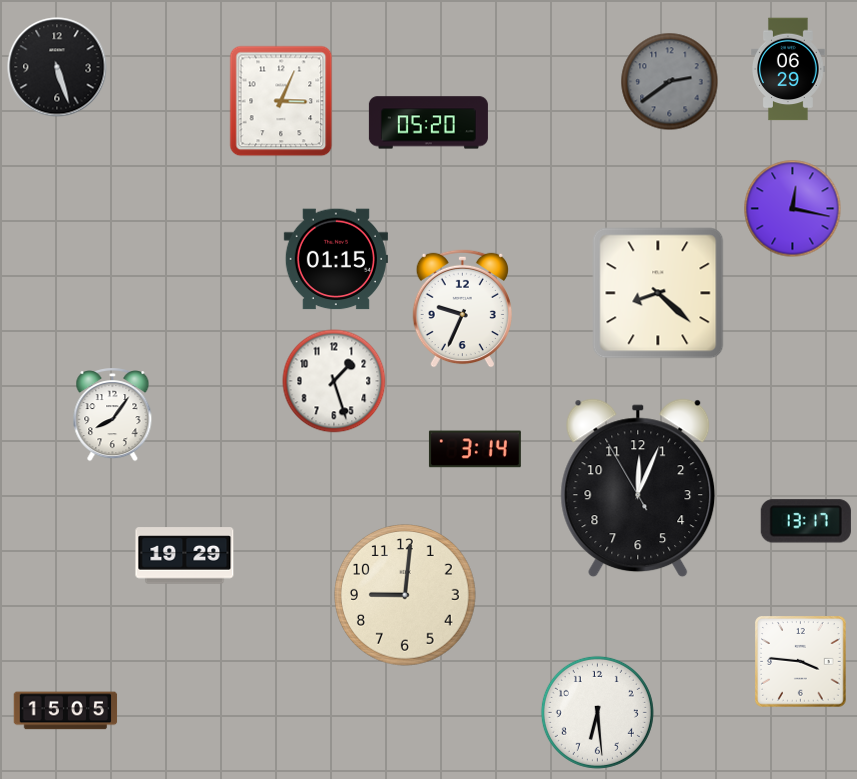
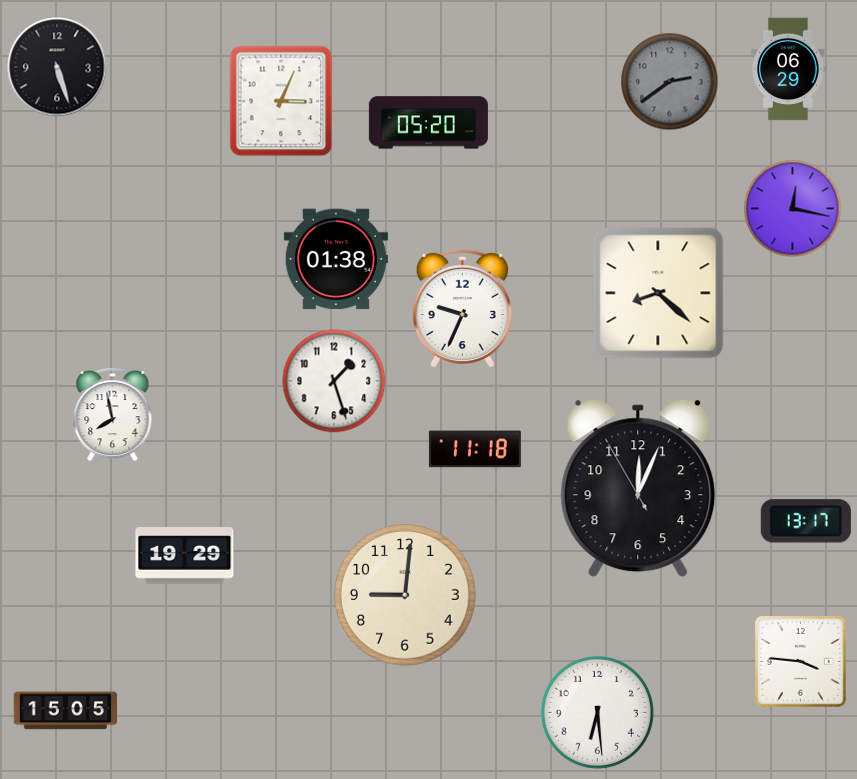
clock at (336, 259): 01:15 -> 01:38
clock at (113, 415): 8:06 -> 7:58
clock at (475, 449): 3:14 -> 11:18
